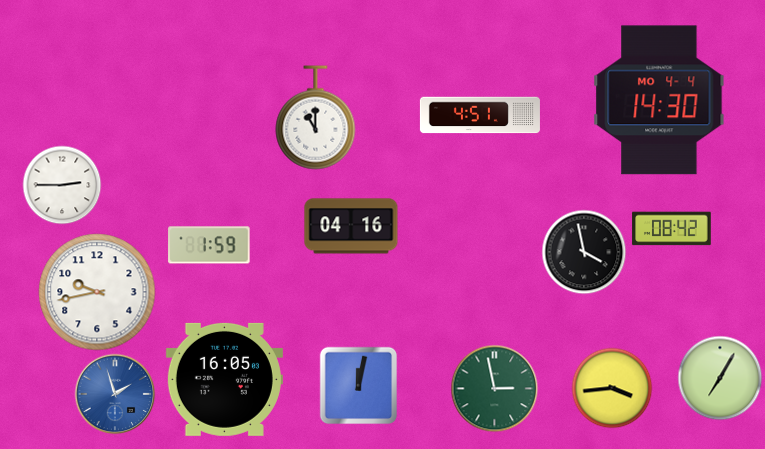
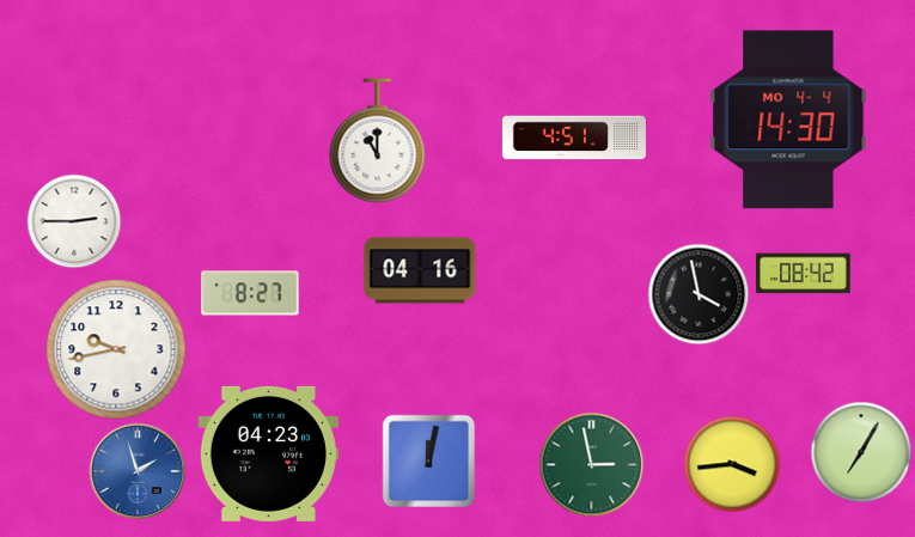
clock at (209, 245): 1:59 -> 8:27
clock at (584, 252) position: (584, 252) -> (699, 294)
clock at (224, 379): 16:05 -> 04:23
